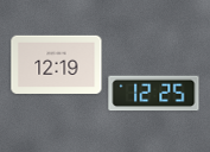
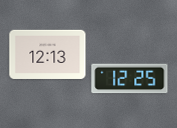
clock at (57, 64): 12:19 -> 12:13
